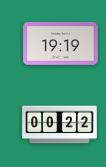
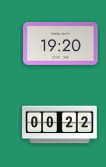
clock at (61, 44): 19:19 -> 19:20
